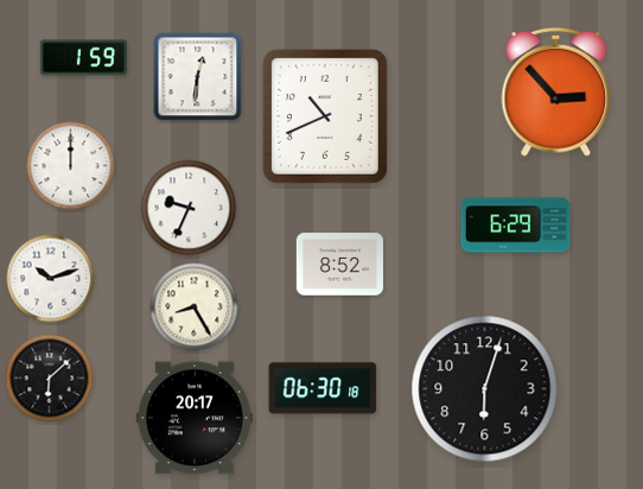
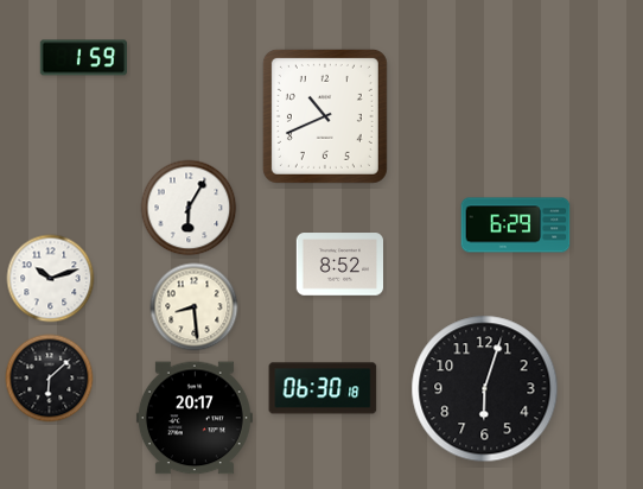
clock at (198, 77): 12:31 -> none
clock at (556, 91): 2:53 -> none
clock at (71, 166): 12:00 -> none
clock at (189, 208): 9:34 -> 6:05
clock at (195, 307): 8:25 -> 8:29
